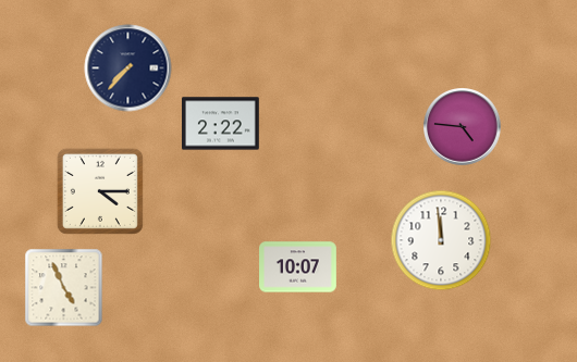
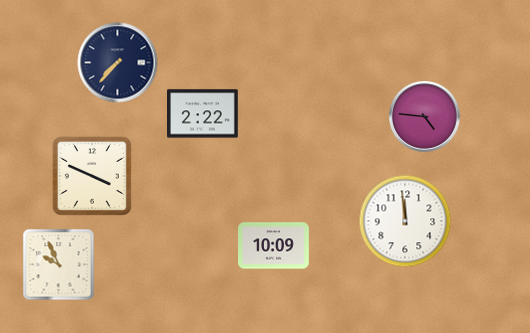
clock at (100, 191): 4:15 -> 3:49
clock at (298, 267): 10:07 -> 10:09
clock at (64, 288): 4:56 -> 9:56
